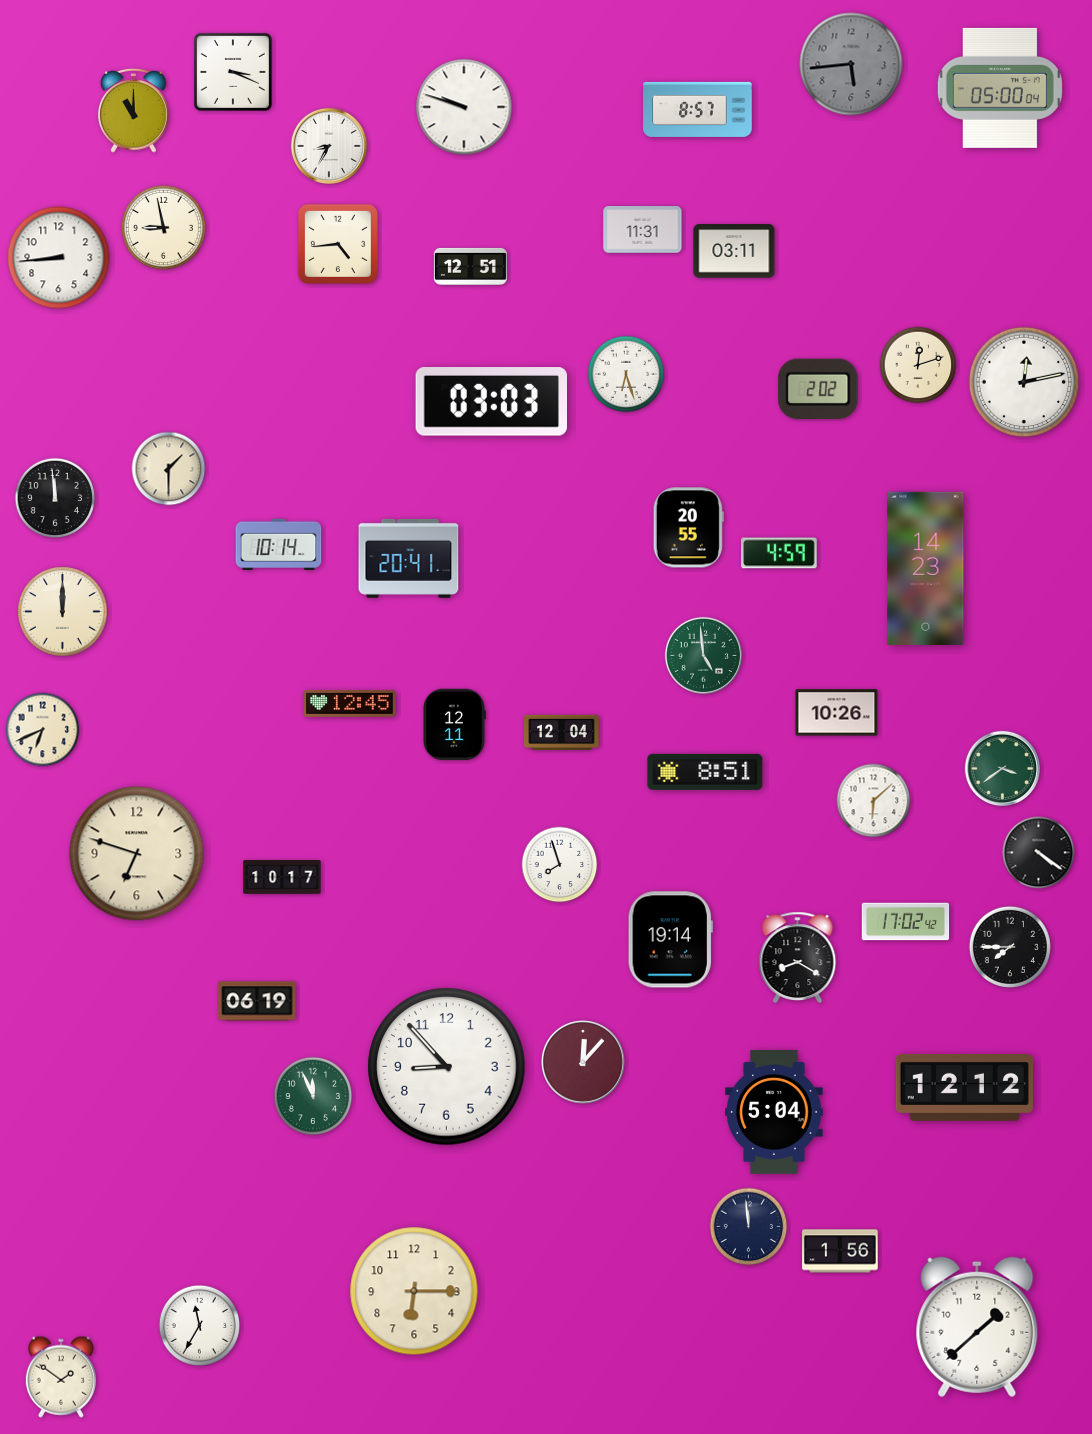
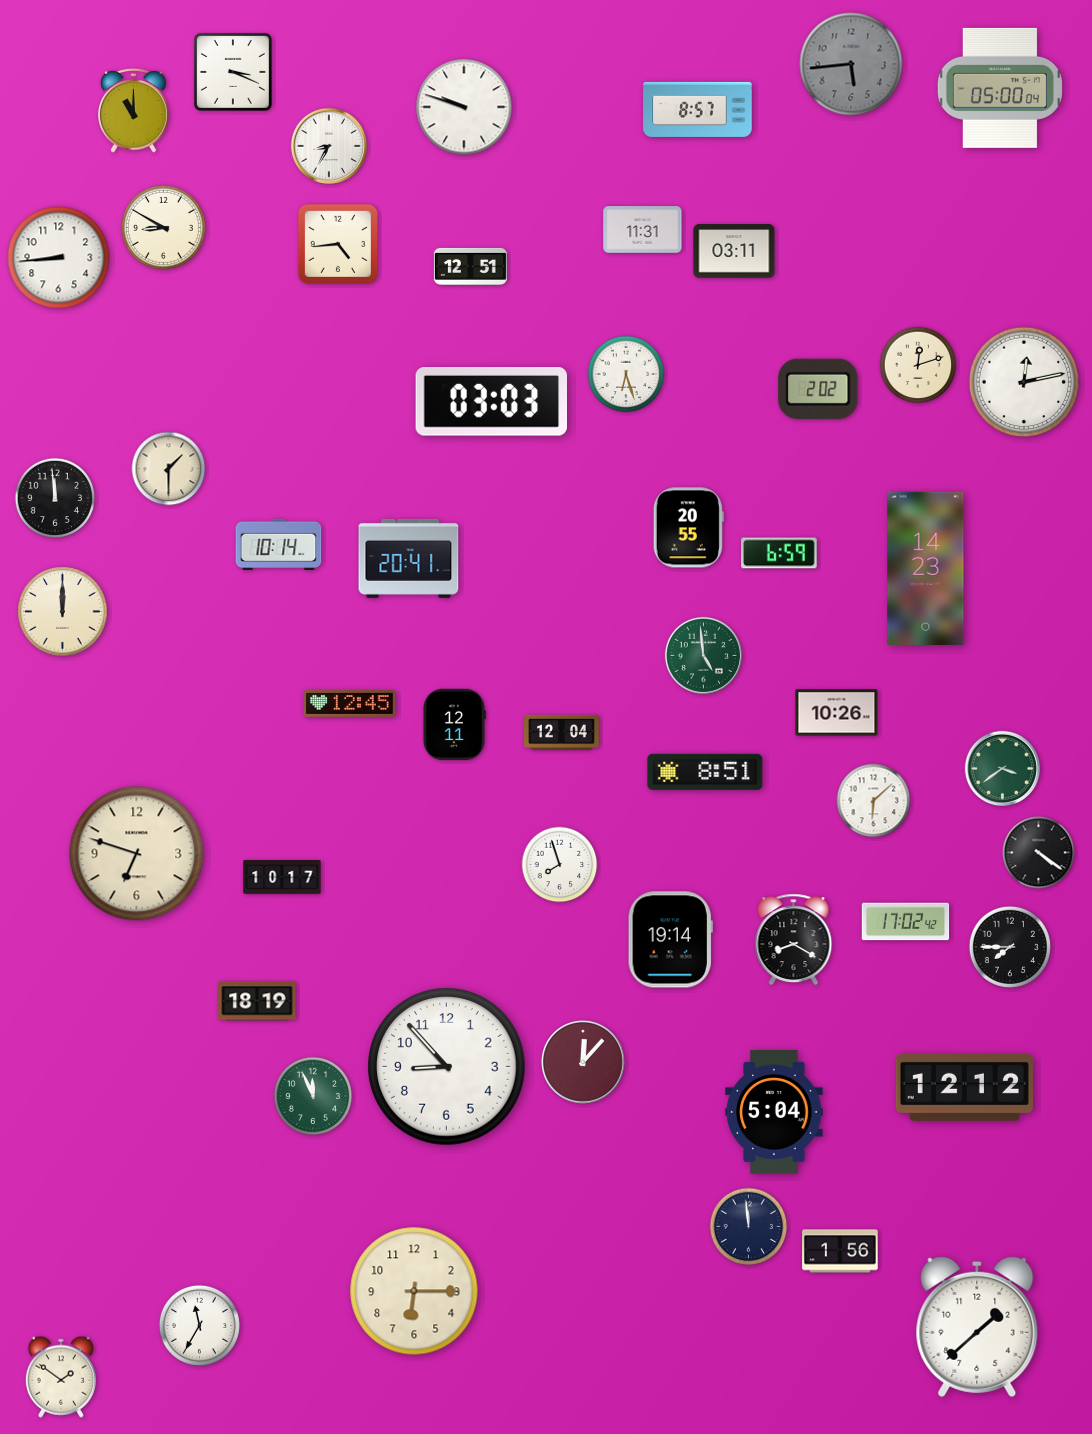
clock at (163, 227): 8:58 -> 8:50
clock at (779, 553): 4:59 -> 6:59
clock at (43, 730): 6:41 -> none
clock at (798, 957) position: (798, 957) -> (794, 939)
clock at (257, 1001): 06:19 -> 18:19
